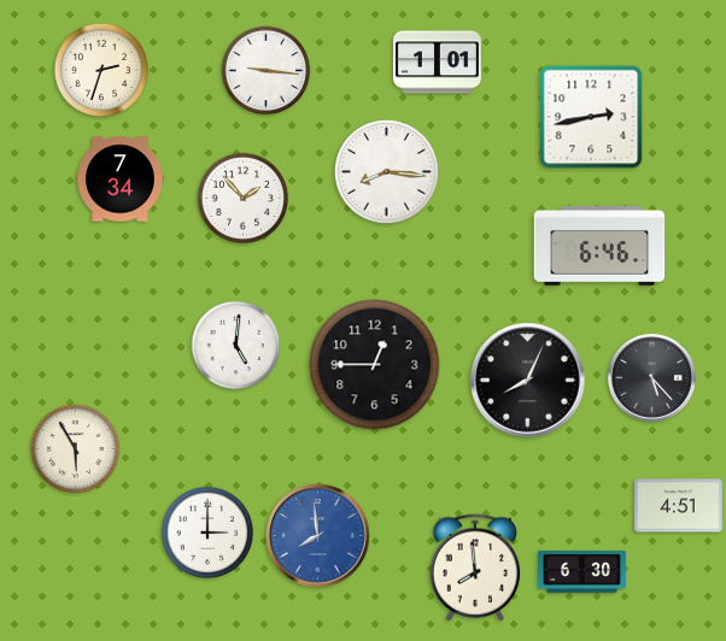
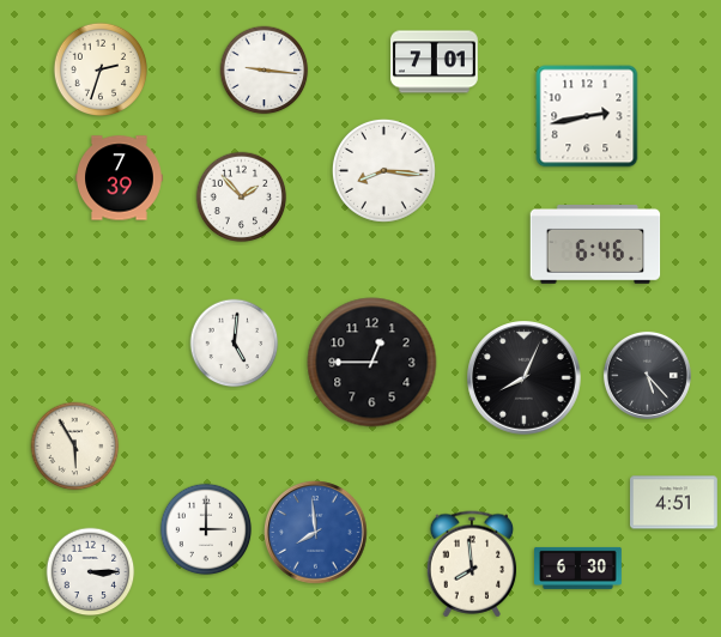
clock at (438, 63): 1:01 -> 7:01
clock at (121, 180): 7:34 -> 7:39
clock at (91, 572): none -> 3:15
